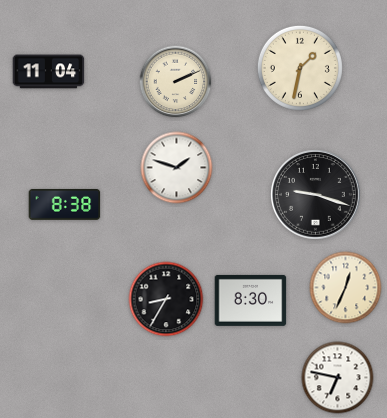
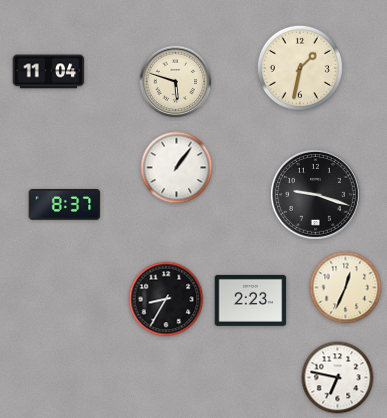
clock at (176, 82): 2:11 -> 5:48
clock at (177, 168): 1:48 -> 1:06
clock at (65, 205): 8:38 -> 8:37
clock at (251, 300): 8:30 -> 2:23
